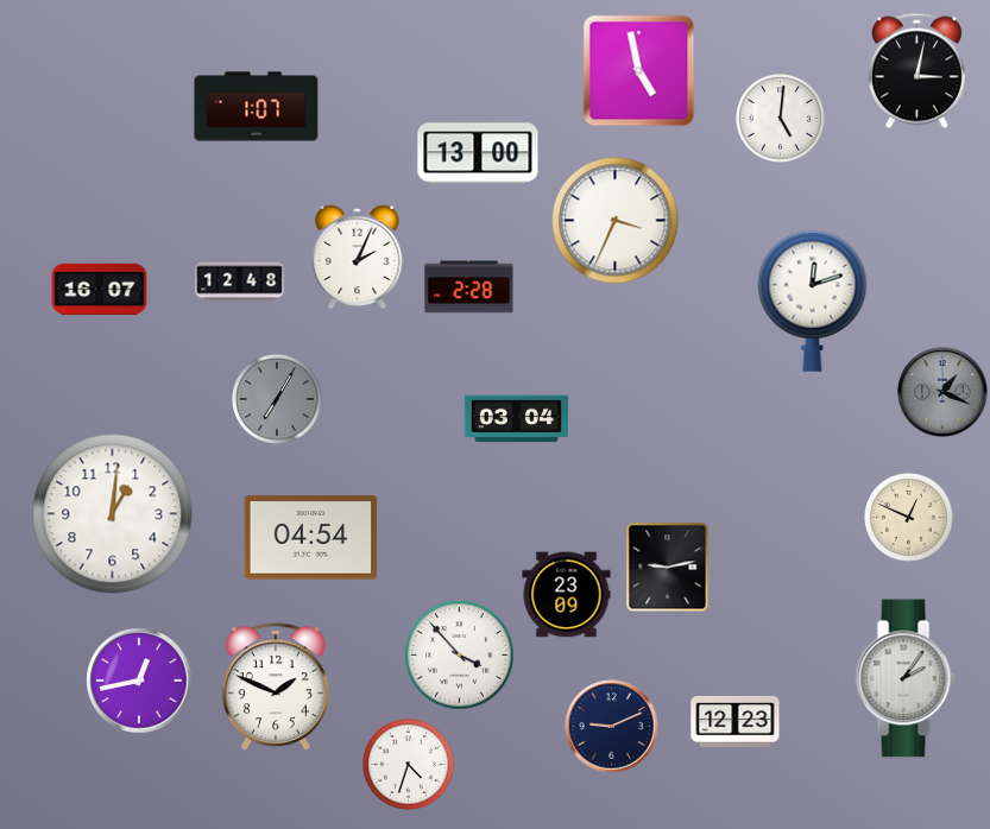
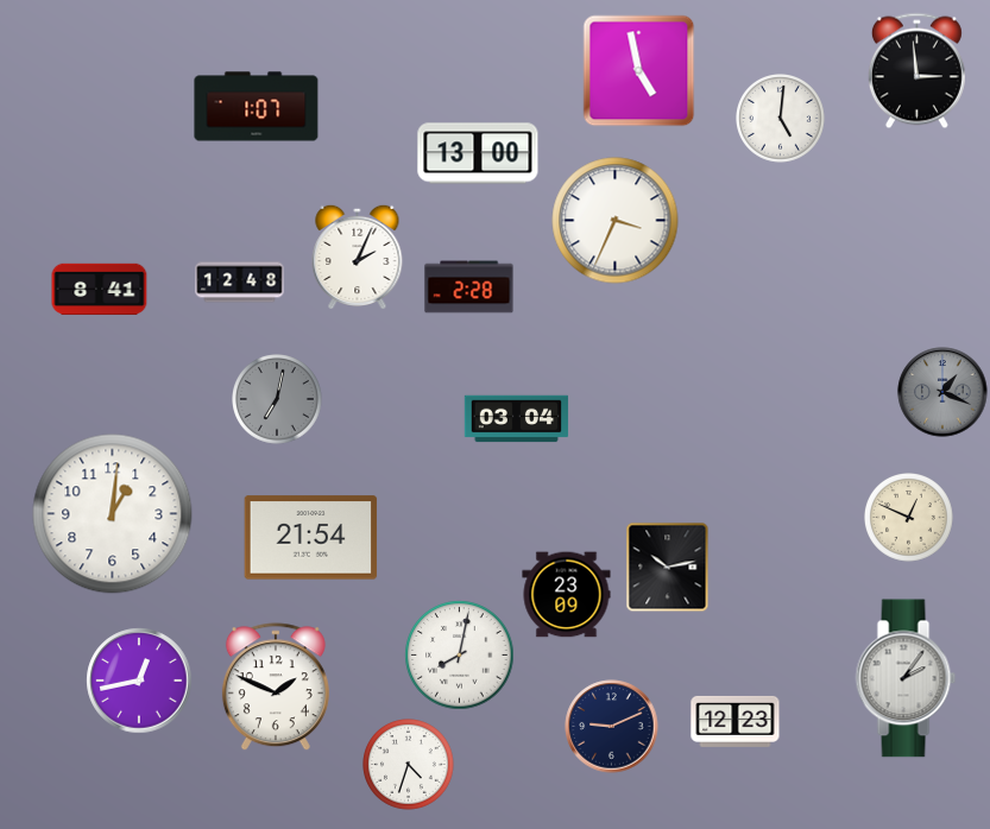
clock at (916, 71): 3:02 -> 2:59
clock at (100, 290): 16:07 -> 8:41
clock at (813, 300): 12:12 -> none
clock at (278, 400): 7:05 -> 7:02
clock at (311, 538): 04:54 -> 21:54
clock at (668, 568): 9:13 -> 10:13
clock at (460, 656): 3:53 -> 8:02
